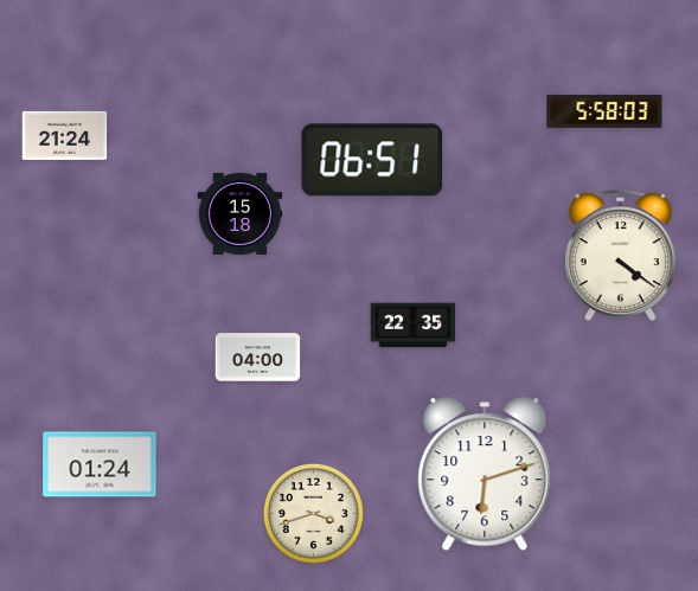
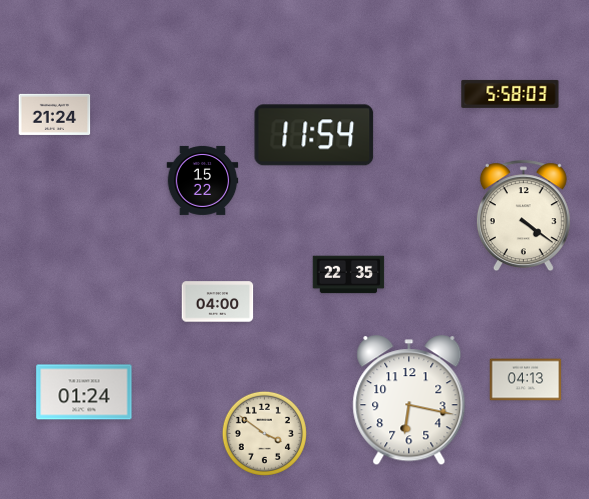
clock at (372, 160): 06:51 -> 11:54
clock at (241, 213): 15:18 -> 15:22
clock at (526, 380): none -> 04:13
clock at (485, 475): 6:12 -> 6:17
clock at (313, 513): 3:42 -> 3:51
